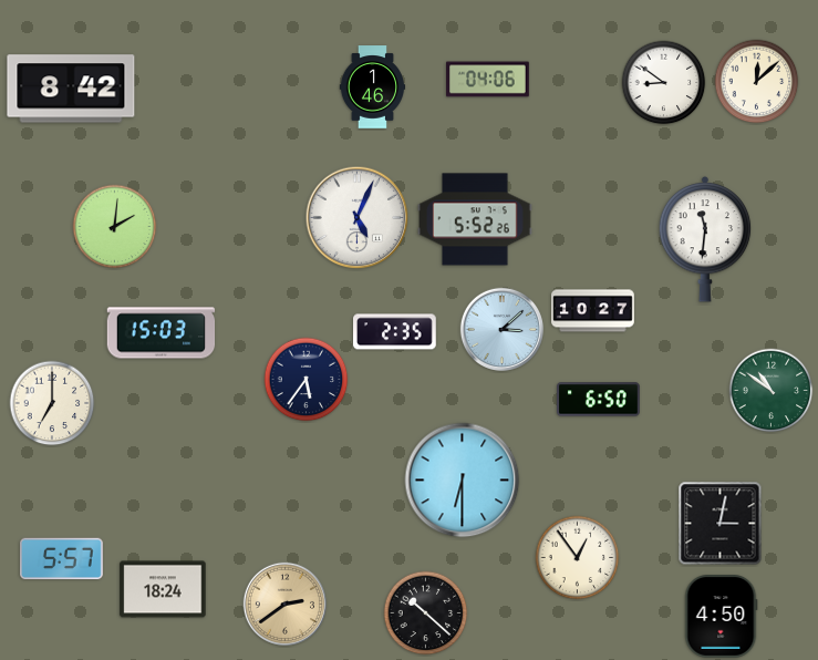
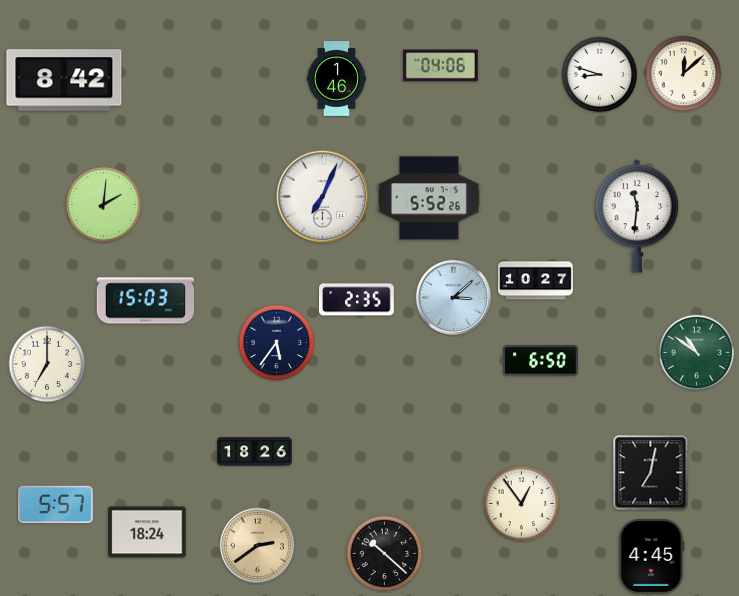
clock at (488, 80) position: (488, 80) -> (441, 66)
clock at (664, 83): 8:51 -> 8:48
clock at (358, 218): 5:04 -> 7:04
clock at (463, 481): 6:30 -> none
clock at (255, 452): none -> 18:26
clock at (721, 524): 3:02 -> 7:02
clock at (721, 617): 4:50 -> 4:45
